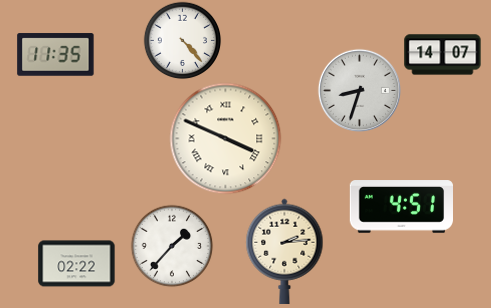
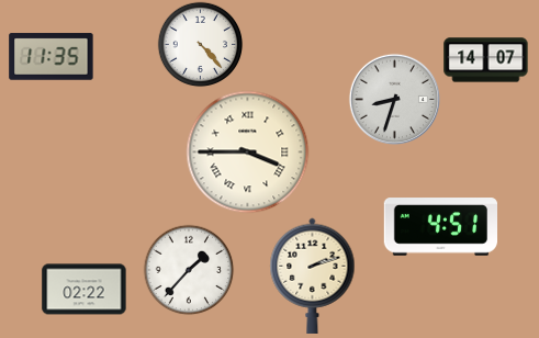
clock at (56, 55) position: (56, 55) -> (52, 57)
clock at (226, 139): 3:49 -> 3:45
clock at (285, 251): 2:14 -> 2:12
